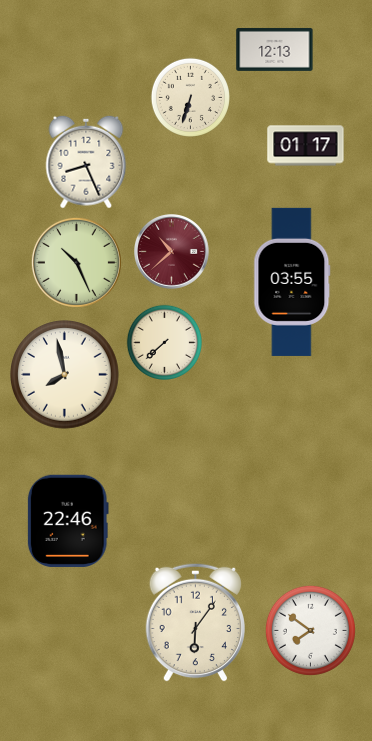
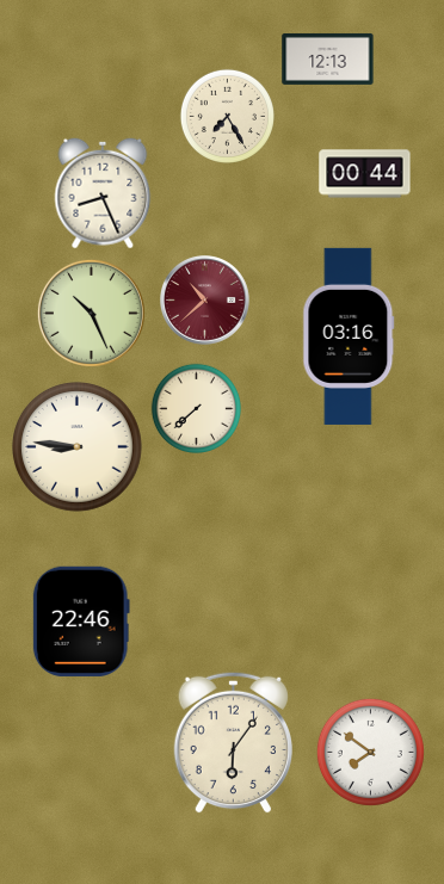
clock at (190, 97): 6:33 -> 7:25
clock at (306, 146): 01:17 -> 00:44
clock at (292, 282): 03:55 -> 03:16
clock at (65, 375): 7:58 -> 8:46
